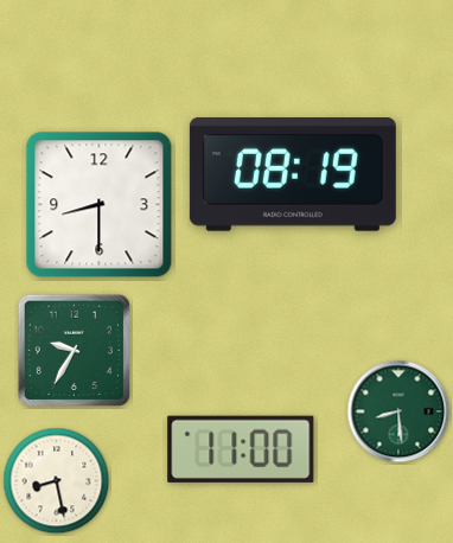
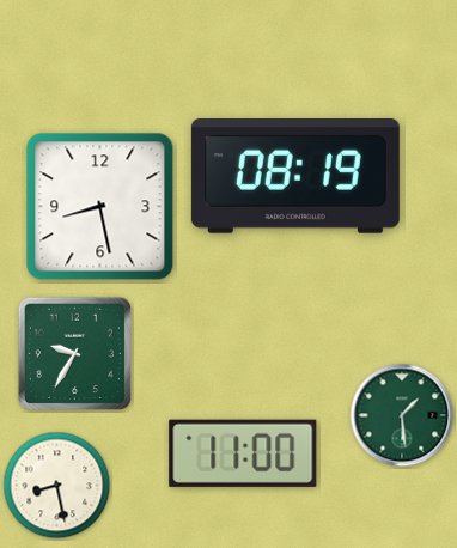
clock at (100, 205): 8:30 -> 8:28
clock at (398, 411): 8:29 -> 1:29
